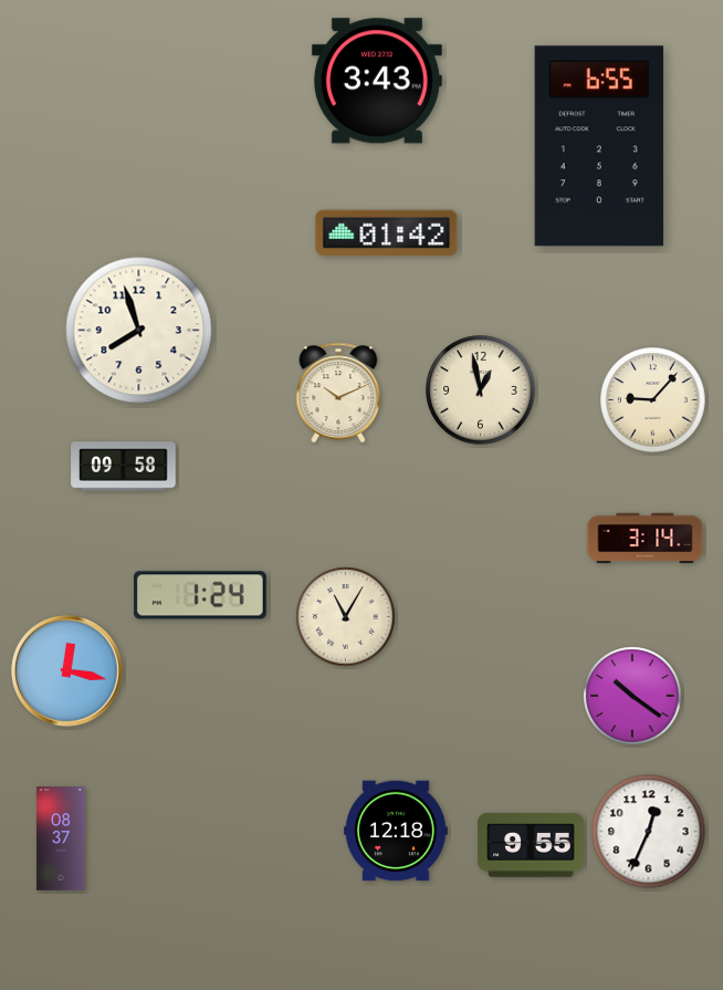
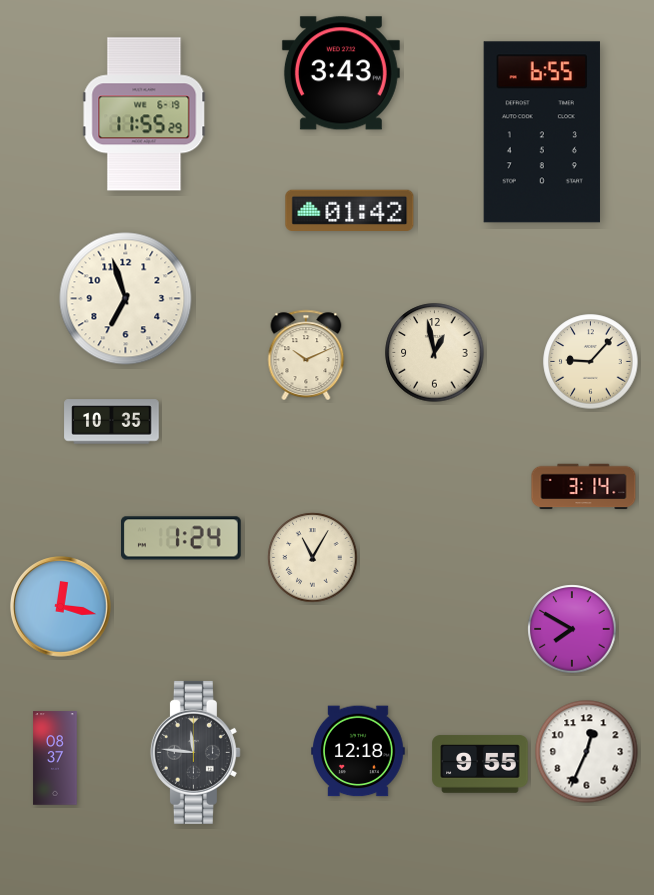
clock at (144, 114): none -> 11:55
clock at (139, 331): 7:57 -> 6:57
clock at (124, 467): 09:58 -> 10:35
clock at (632, 696): 10:21 -> 7:50
clock at (195, 752): none -> 11:46
